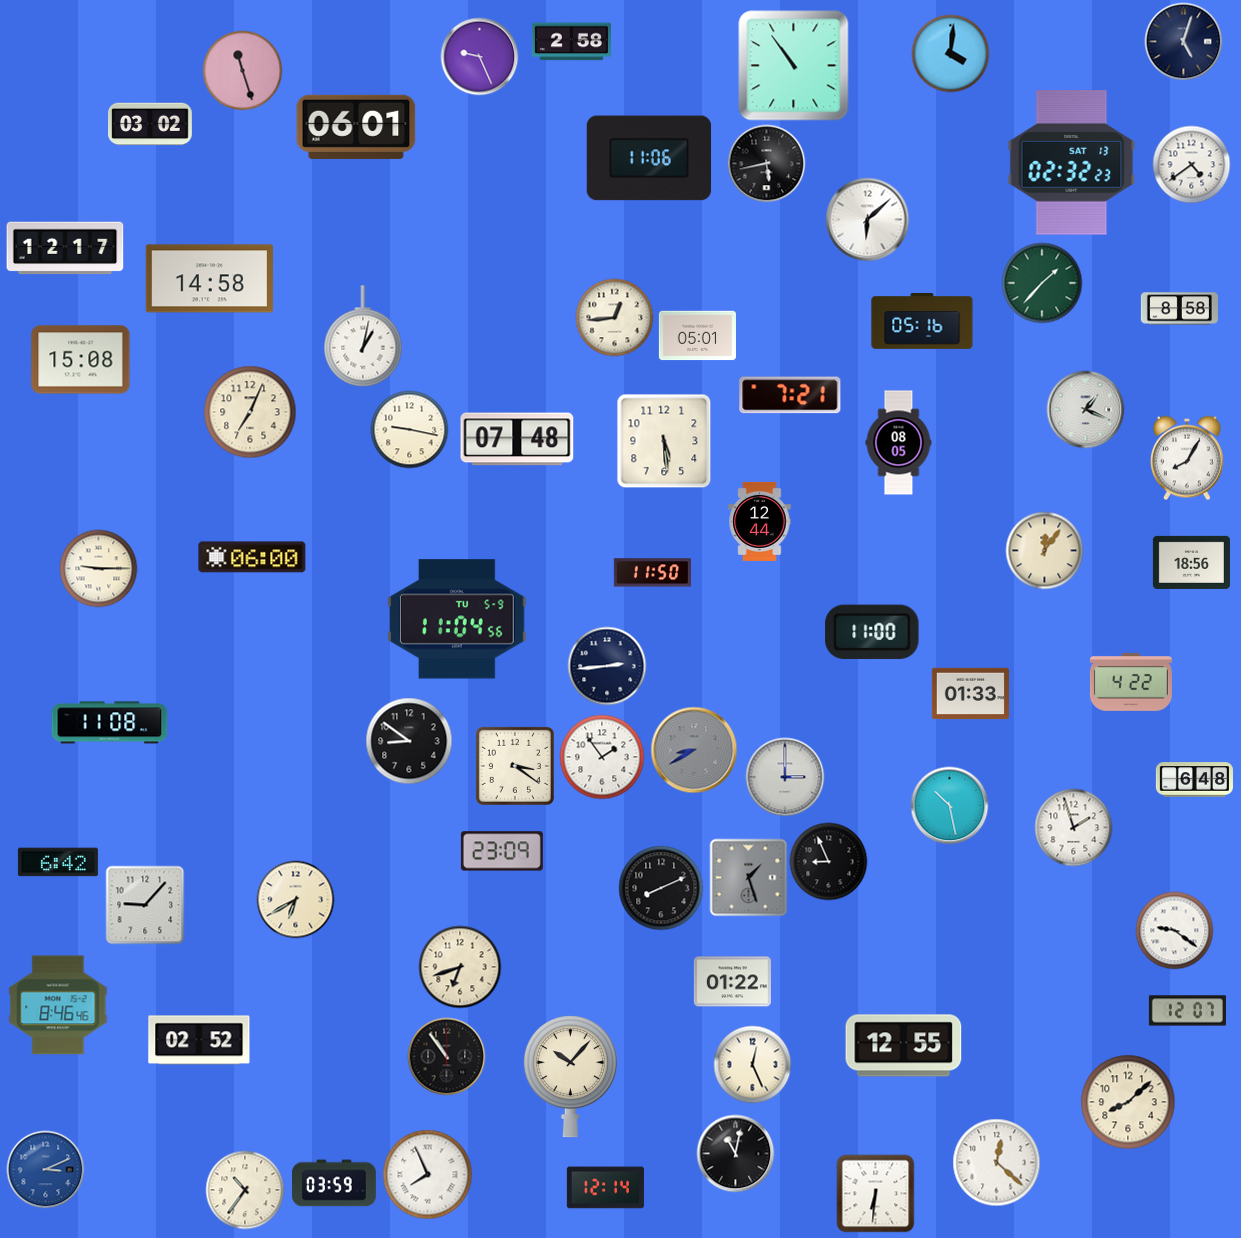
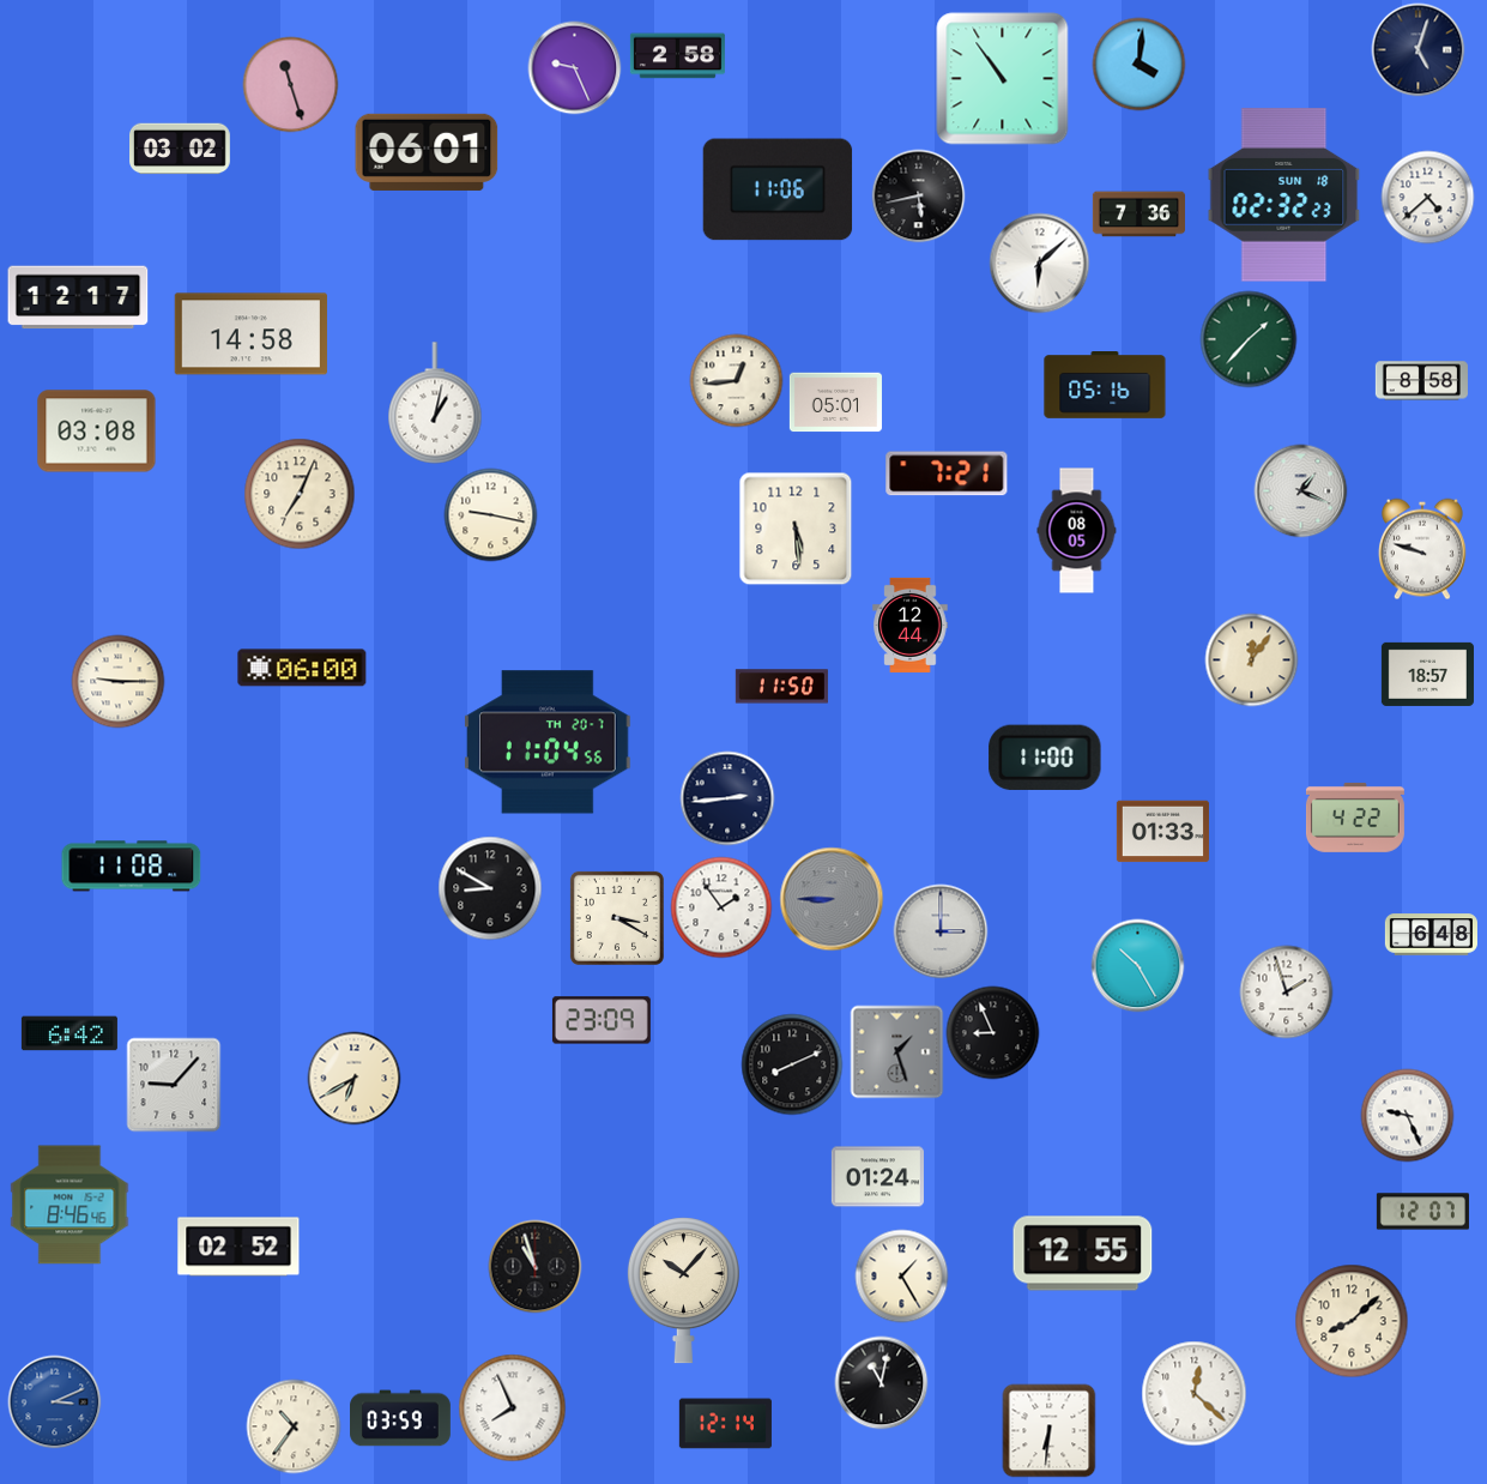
clock at (571, 42) position: (571, 42) -> (677, 56)
clock at (794, 66) position: (794, 66) -> (1003, 79)
clock at (1072, 163) date: SAT 13 -> SUN 18
clock at (1191, 164): 4:39 -> 4:38
clock at (1138, 215): none -> 7:36
clock at (1179, 309) position: (1179, 309) -> (1421, 381)
clock at (81, 360): 15:08 -> 03:08
clock at (517, 439): 07:48 -> none
clock at (1187, 458): 8:05 -> 9:48
clock at (1191, 562): 18:56 -> 18:57
clock at (457, 619) date: TU 5-9 -> TH 20-7
clock at (409, 741): 8:51 -> 8:50
clock at (694, 750): 8:40 -> 8:45
clock at (515, 766): 3:21 -> 3:20
clock at (949, 805): 10:28 -> 10:25
clock at (1174, 930): 9:21 -> 9:26
clock at (460, 967): 6:42 -> none
clock at (732, 982): 01:22 -> 01:24
clock at (446, 1056): 10:54 -> 10:57
clock at (752, 1064): 12:26 -> 1:25
